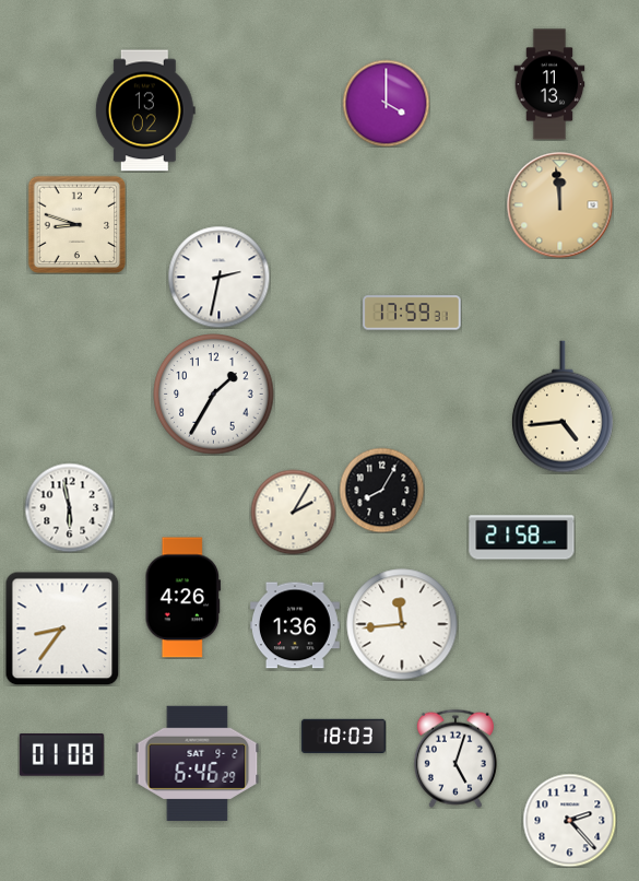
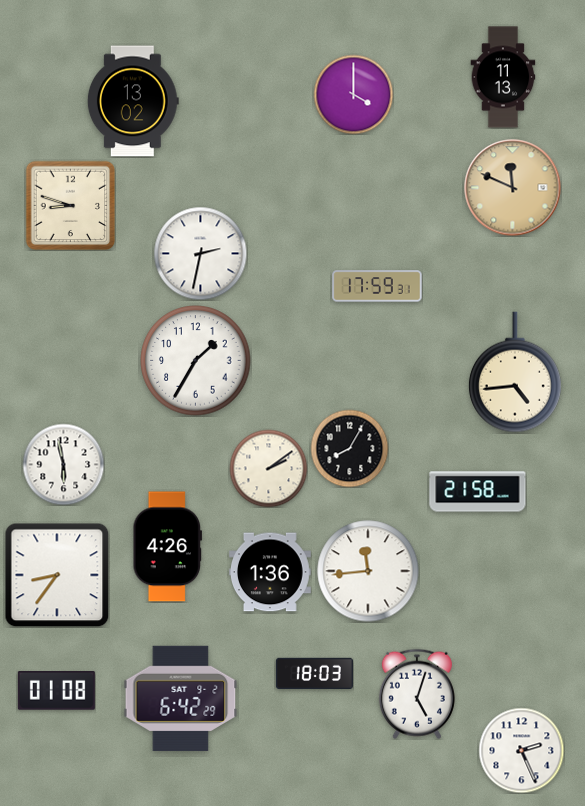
clock at (560, 205): 11:59 -> 11:49
clock at (293, 512): 2:05 -> 2:09
clock at (198, 763): 6:46 -> 6:42
clock at (569, 820): 2:23 -> 2:26
